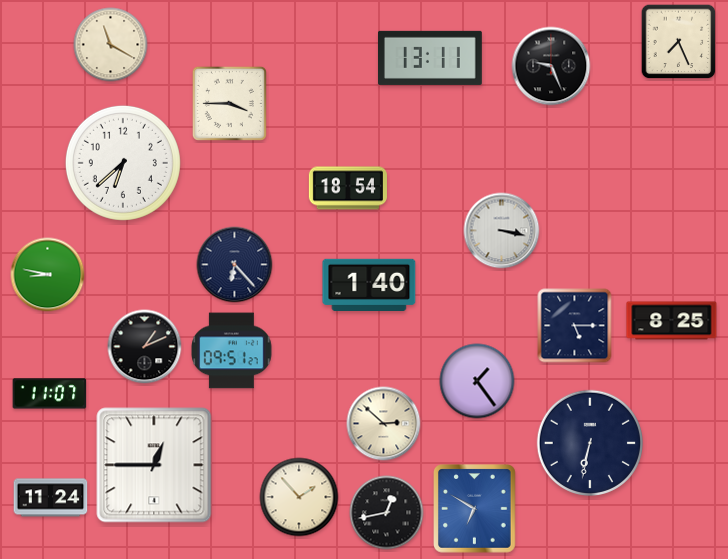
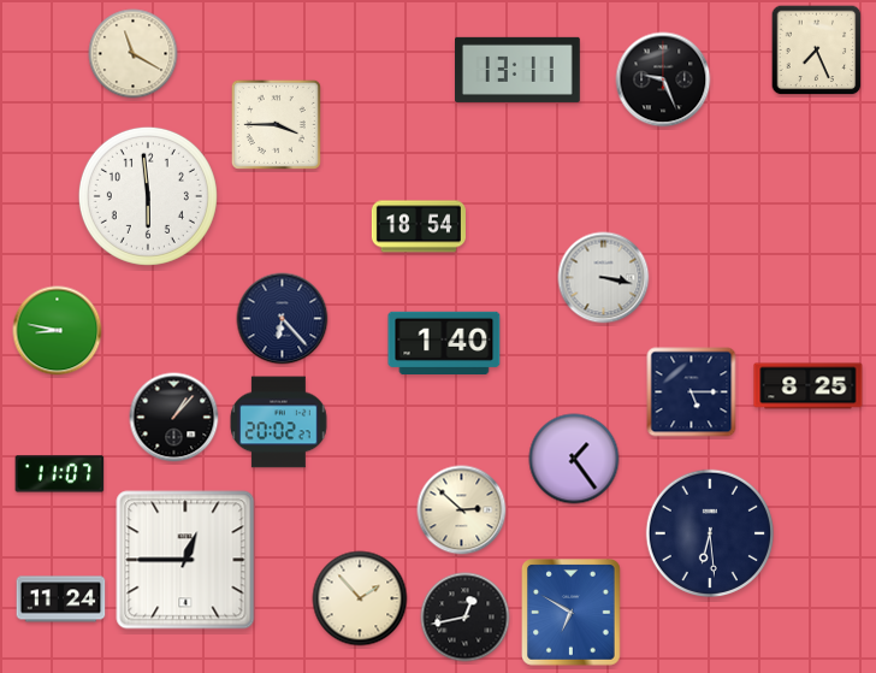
clock at (123, 163): 6:38 -> 5:59
clock at (145, 347): 1:11 -> 1:07
clock at (232, 351): 09:51 -> 20:02
clock at (589, 442): 6:32 -> 6:29
